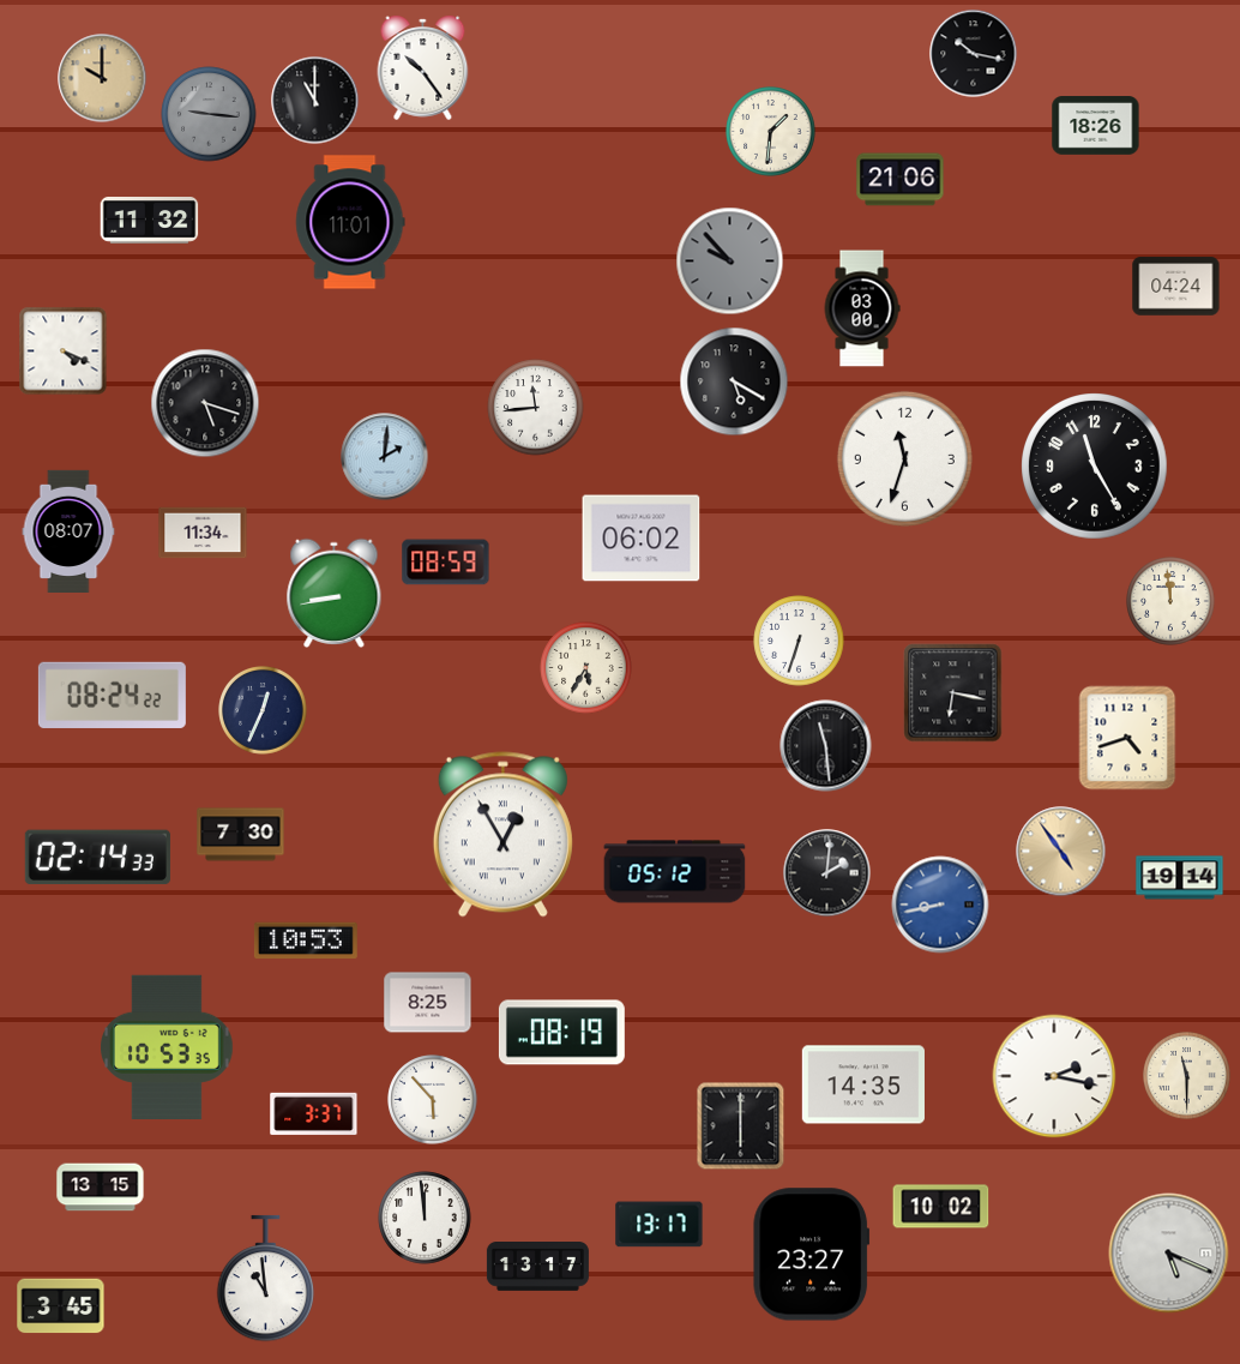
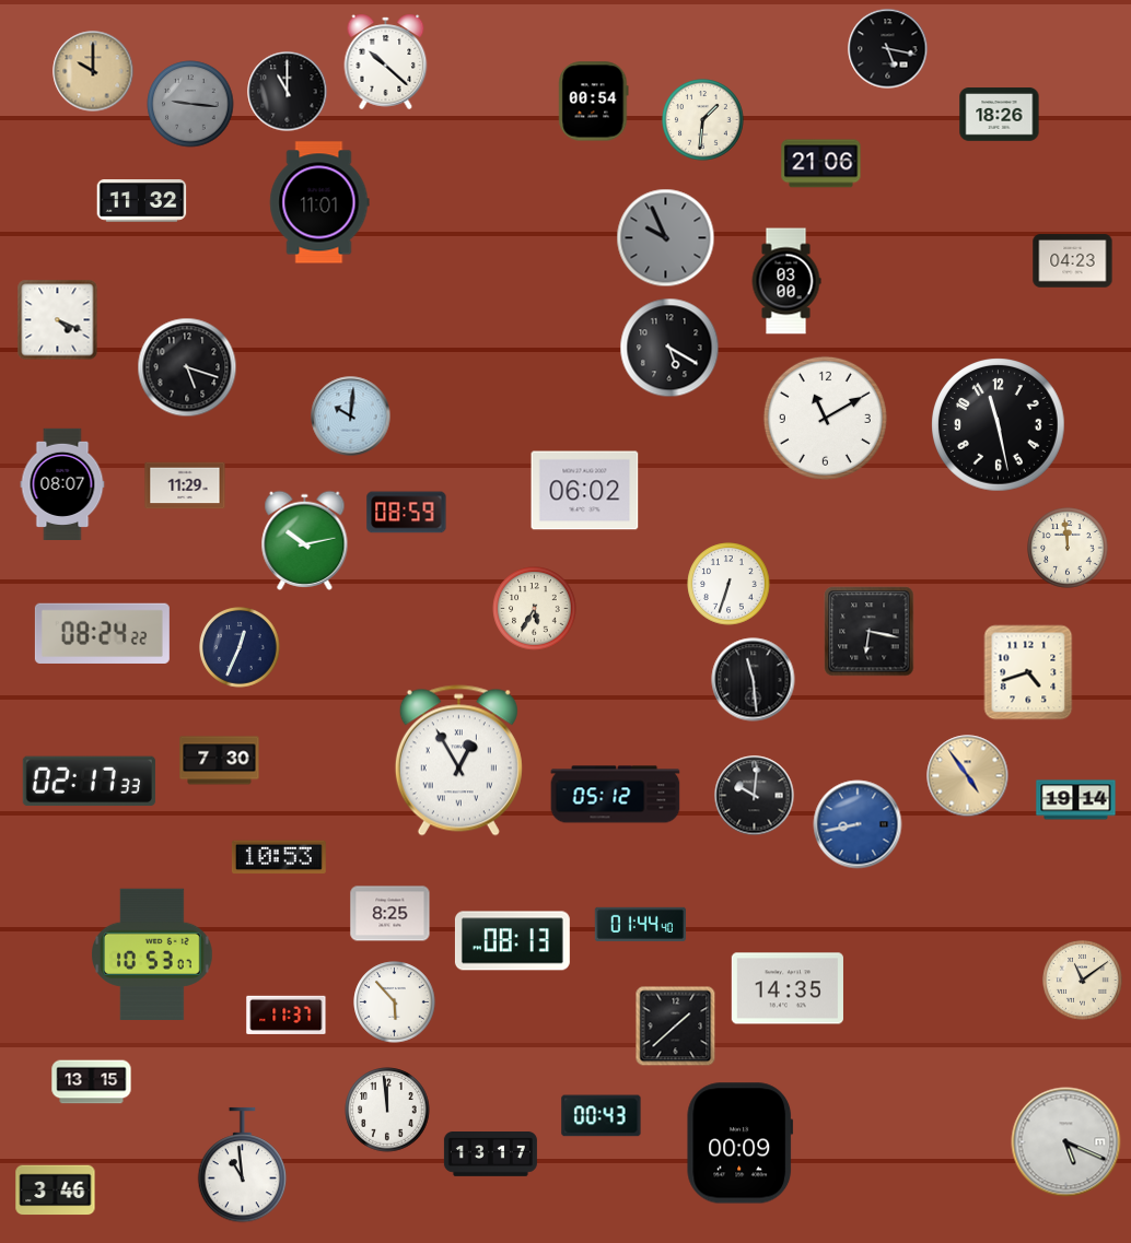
clock at (974, 54): 10:17 -> 5:17
clock at (423, 67): 10:24 -> 10:22
clock at (594, 102): none -> 00:54
clock at (150, 221) position: (150, 221) -> (142, 201)
clock at (730, 262): 9:53 -> 9:56
clock at (1176, 287): 04:24 -> 04:23
clock at (536, 408): 11:44 -> none
clock at (385, 457): 2:01 -> 10:01
clock at (904, 458): 11:33 -> 11:10
clock at (1095, 467): 11:25 -> 11:28
clock at (203, 533): 11:34 -> 11:29
clock at (335, 593): 8:43 -> 10:13
clock at (97, 858): 02:14 -> 02:17
clock at (827, 873): 2:01 -> 10:01
clock at (640, 924): none -> 01:44
clock at (561, 1033): 08:19 -> 08:13
clock at (168, 1046): 10:53:35 -> 10:53:07
clock at (1054, 1076): 2:17 -> none
clock at (1187, 1076): 11:30 -> 11:09
clock at (314, 1113): 3:37 -> 11:37
clock at (741, 1126): 6:00 -> 1:38
clock at (941, 1207): 10:02 -> none
clock at (660, 1225): 13:17 -> 00:43
clock at (811, 1255): 23:27 -> 00:09
clock at (61, 1306): 3:45 -> 3:46
